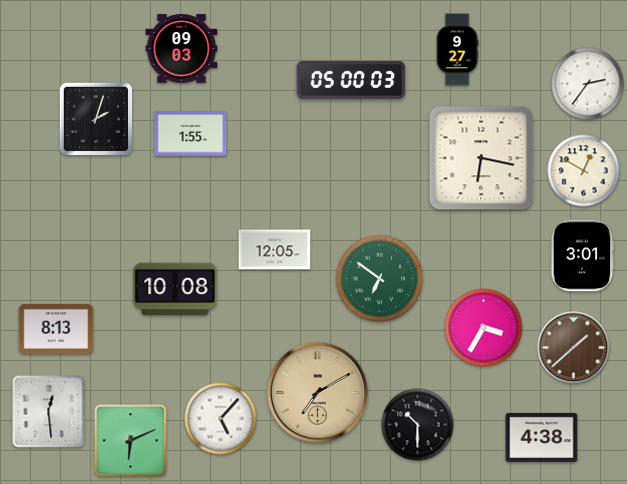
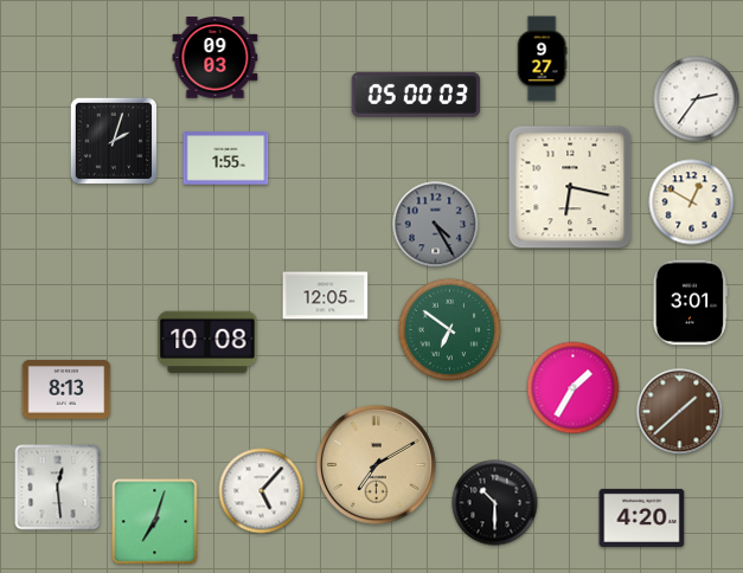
clock at (436, 225): none -> 4:25
clock at (484, 328): 3:35 -> 1:35
clock at (221, 419) position: (221, 419) -> (262, 491)
clock at (542, 437): 4:38 -> 4:20
clock at (131, 441): 6:11 -> 7:03
